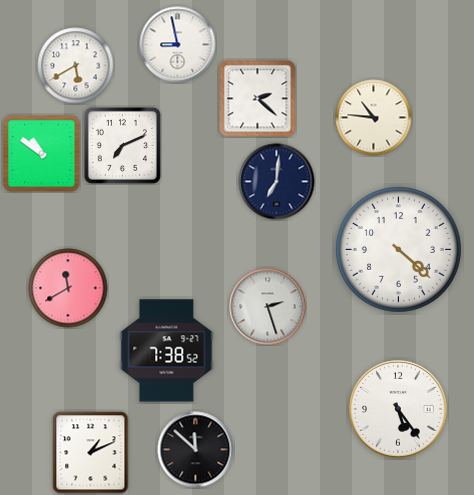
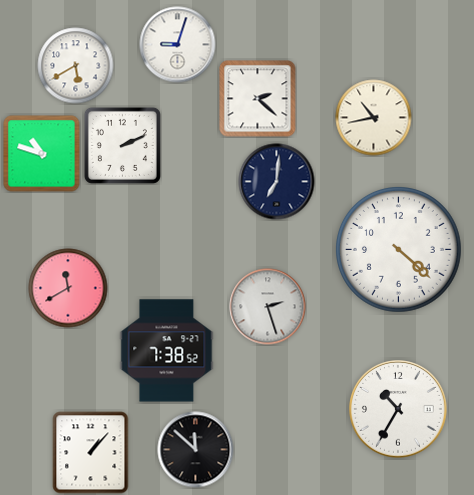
clock at (178, 45): 8:58 -> 9:03
clock at (374, 118): 10:46 -> 10:43
clock at (122, 145): 7:11 -> 2:11
clock at (42, 154): 10:51 -> 10:48
clock at (399, 410): 5:24 -> 10:35
clock at (91, 453): 1:11 -> 1:07
